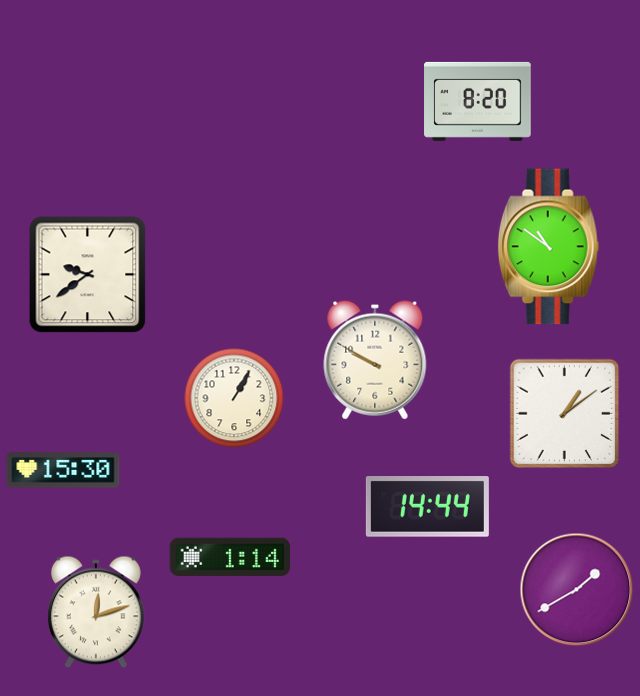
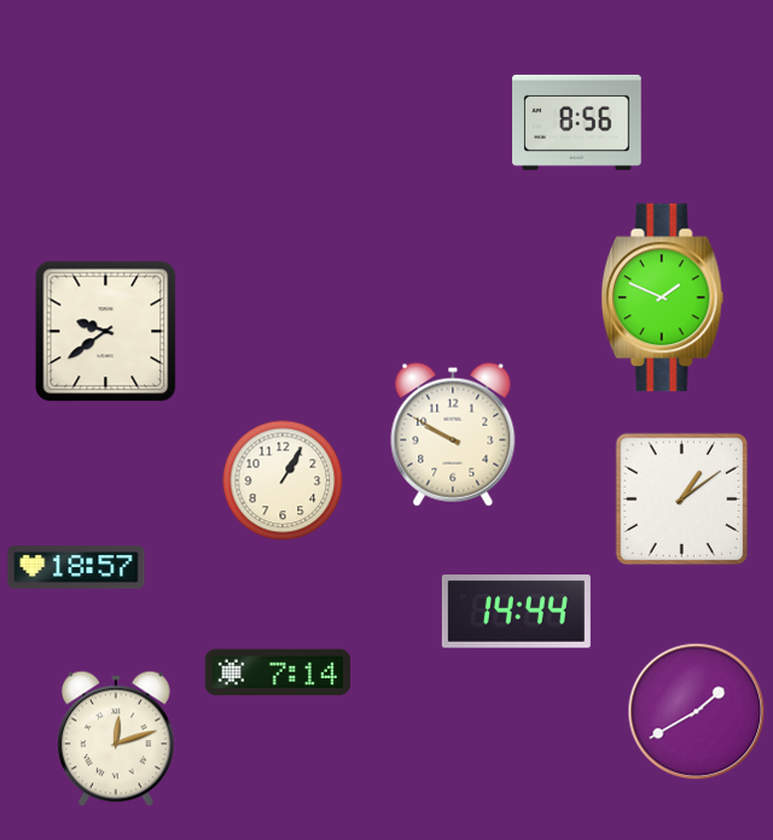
clock at (478, 101): 8:20 -> 8:56
clock at (549, 247): 10:51 -> 1:49
clock at (63, 470): 15:30 -> 18:57
clock at (229, 556): 1:14 -> 7:14
